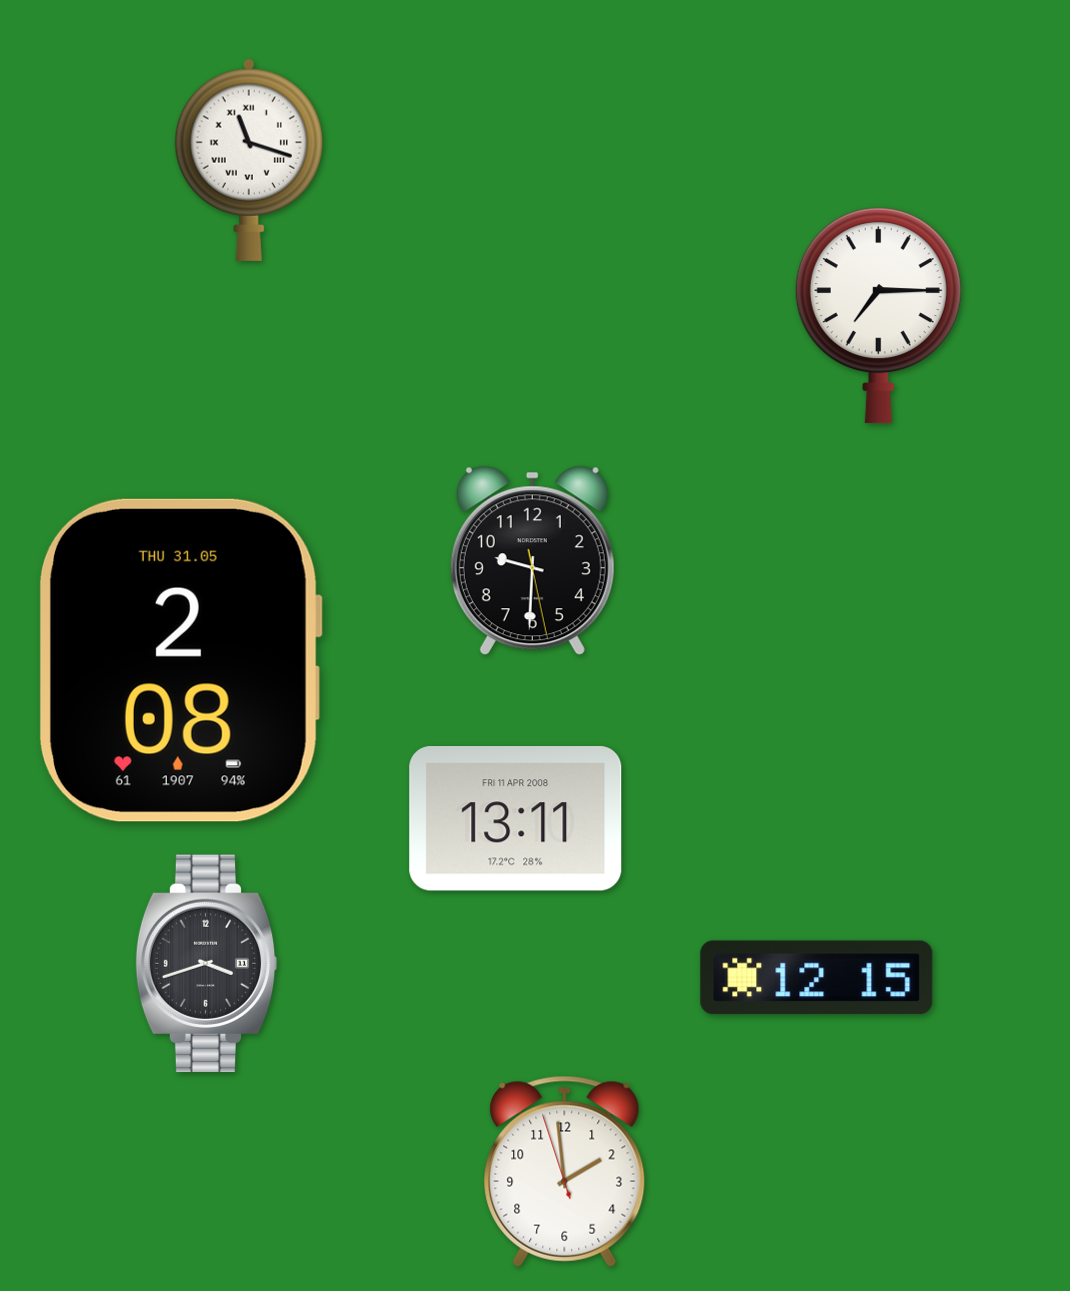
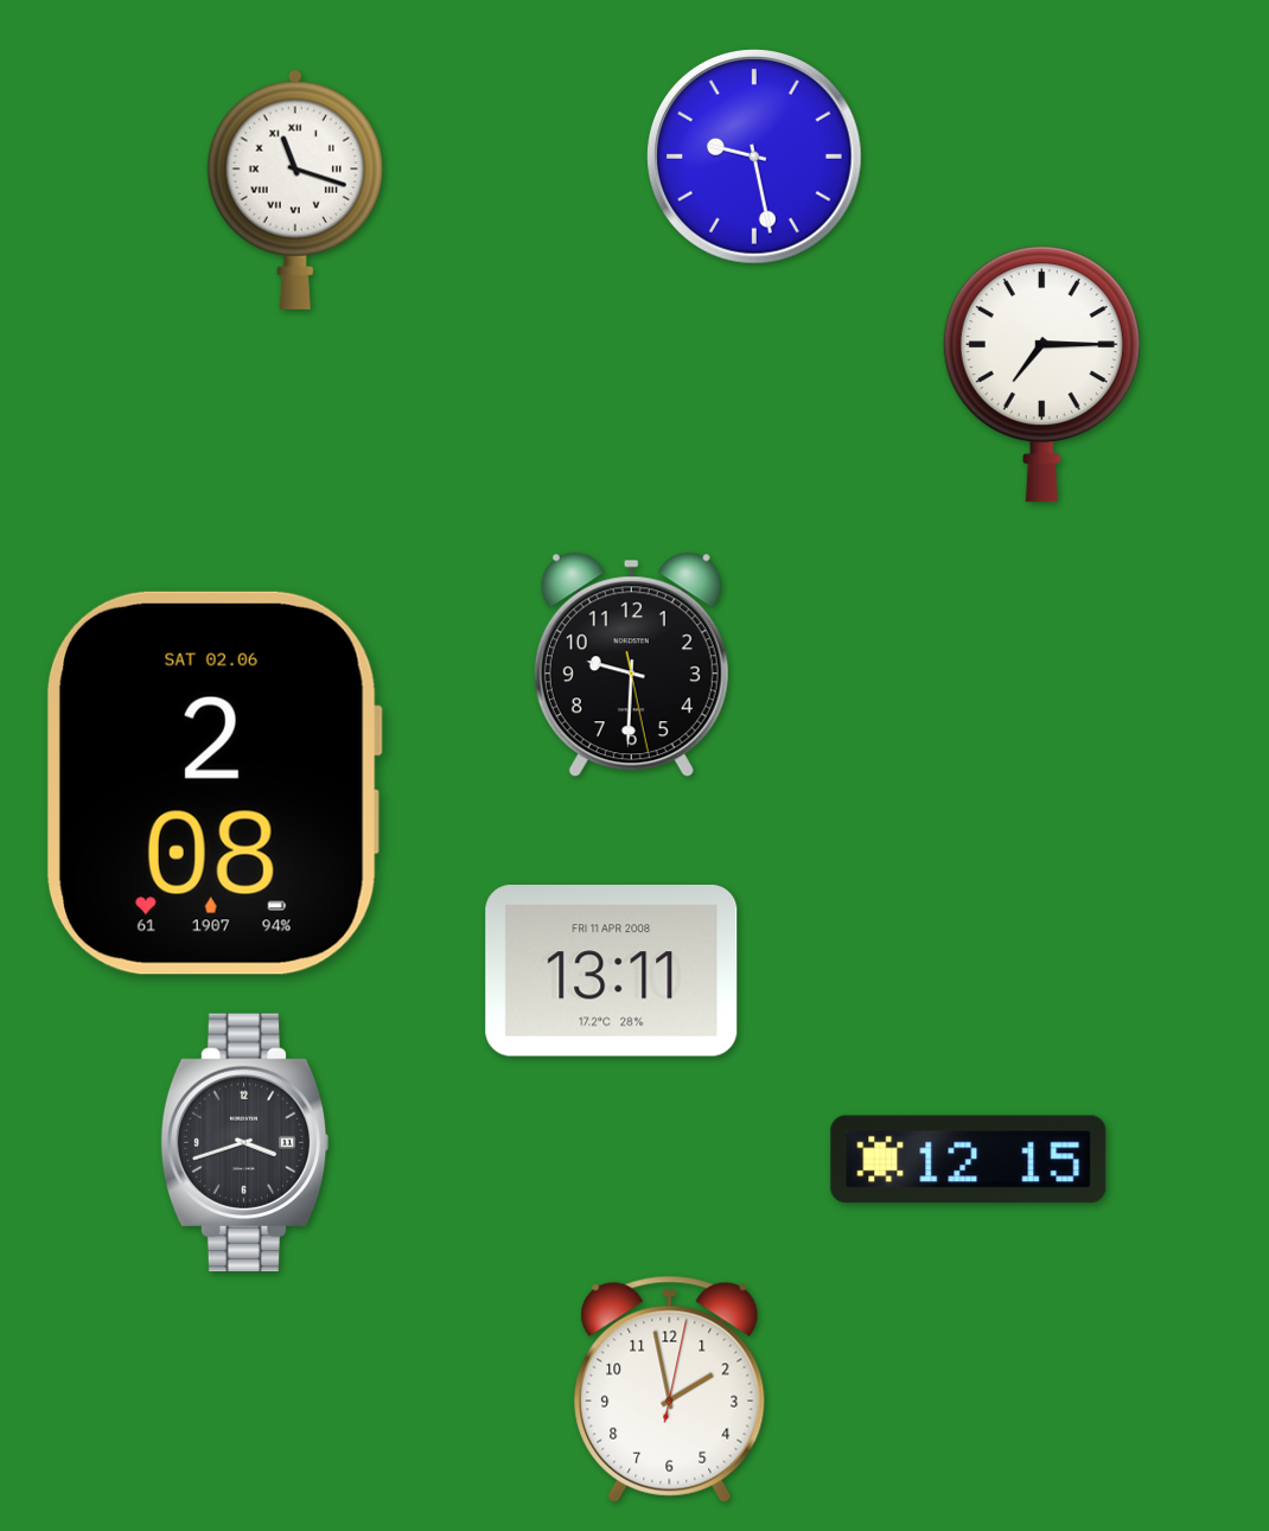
clock at (755, 158): none -> 9:28
clock at (180, 660) date: THU 31.05 -> SAT 02.06
clock at (565, 1171): 1:58:57 -> 1:58:02
